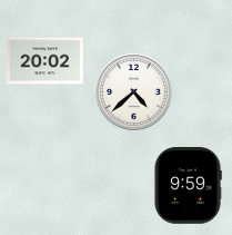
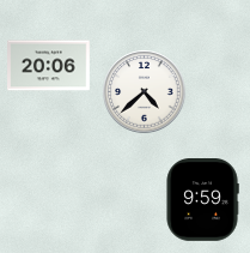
clock at (46, 61): 20:02 -> 20:06
clock at (134, 92) position: (134, 92) -> (145, 92)
